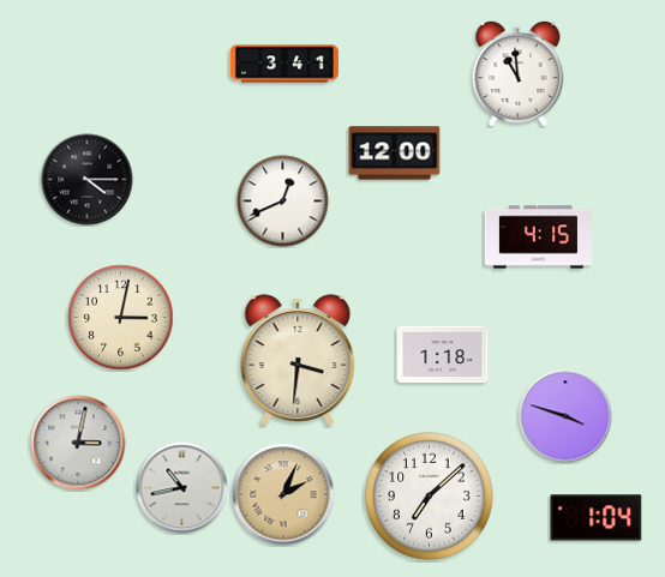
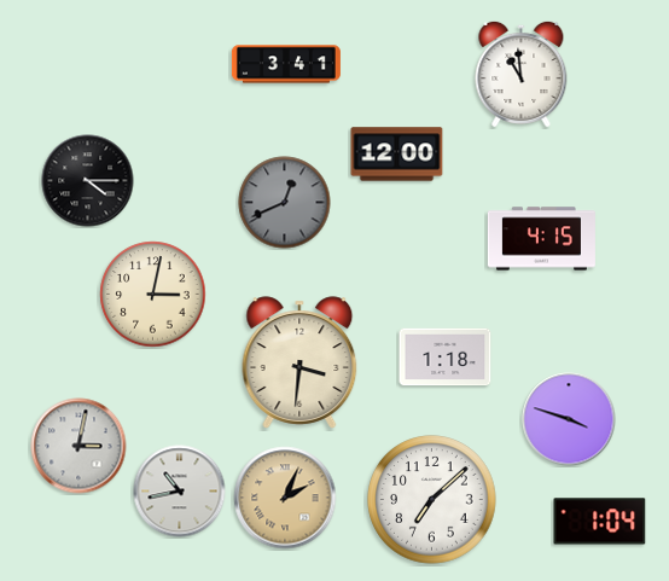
clock at (283, 202) dial: white -> grey
clock at (121, 318) position: (121, 318) -> (153, 295)
clock at (182, 488) position: (182, 488) -> (180, 492)
